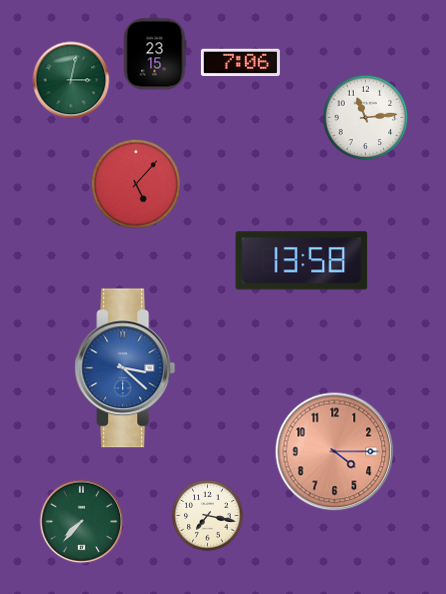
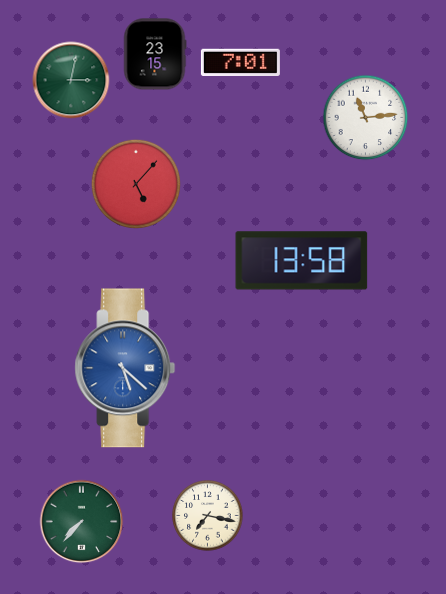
clock at (240, 63): 7:06 -> 7:01
clock at (125, 368): 3:22 -> 5:22
clock at (335, 452): 4:15 -> none
